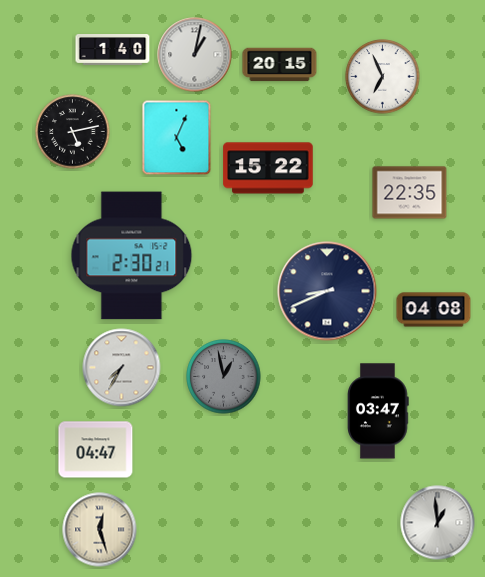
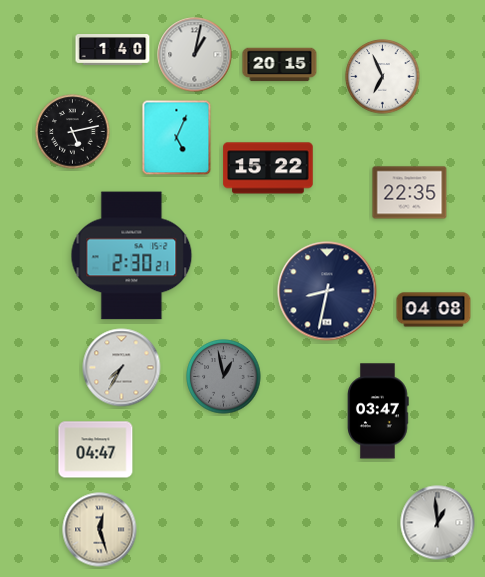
clock at (327, 291): 8:41 -> 8:32
